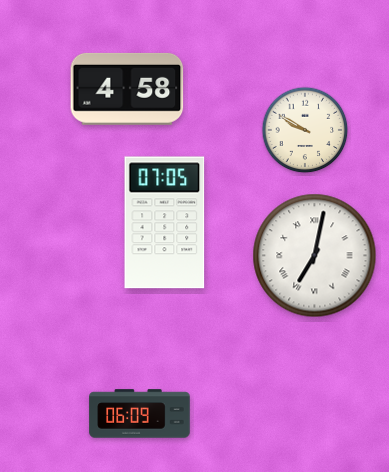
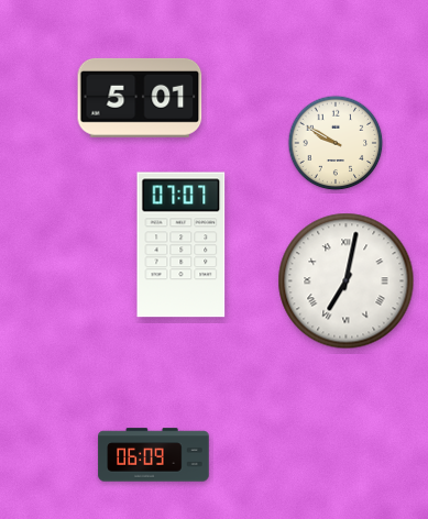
clock at (127, 89): 4:58 -> 5:01
clock at (165, 223): 07:05 -> 07:07
